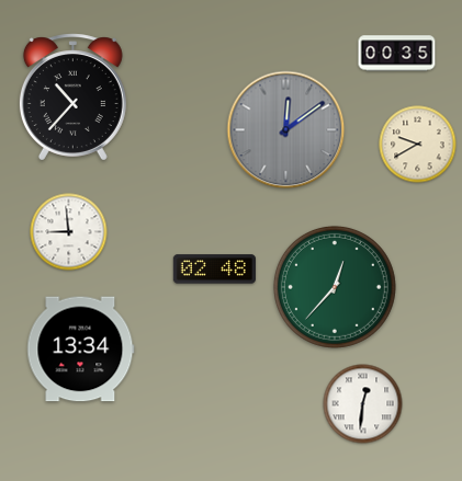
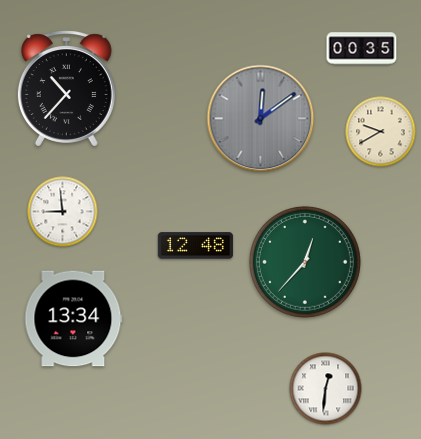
clock at (214, 270): 02:48 -> 12:48
clock at (363, 404) position: (363, 404) -> (326, 389)
